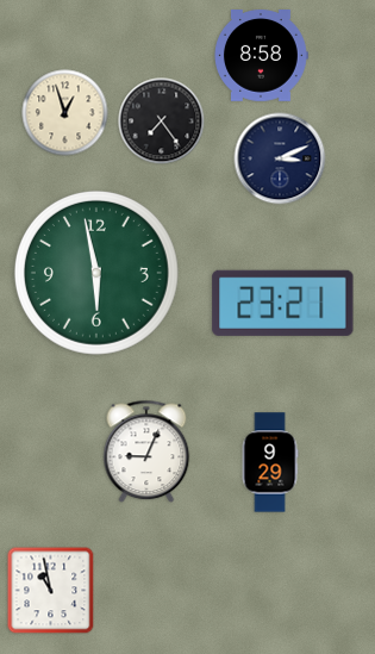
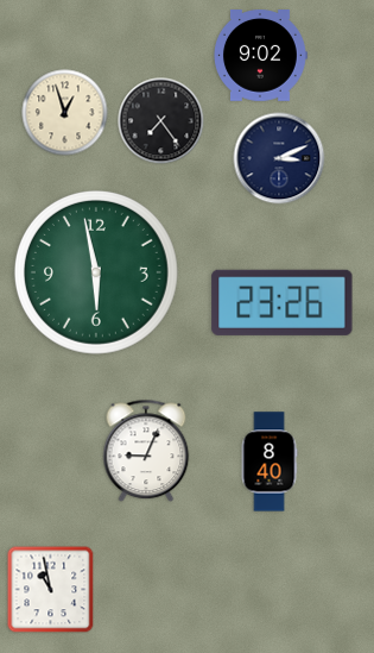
clock at (262, 56): 8:58 -> 9:02
clock at (283, 303): 23:21 -> 23:26
clock at (270, 462): 9:29 -> 8:40
